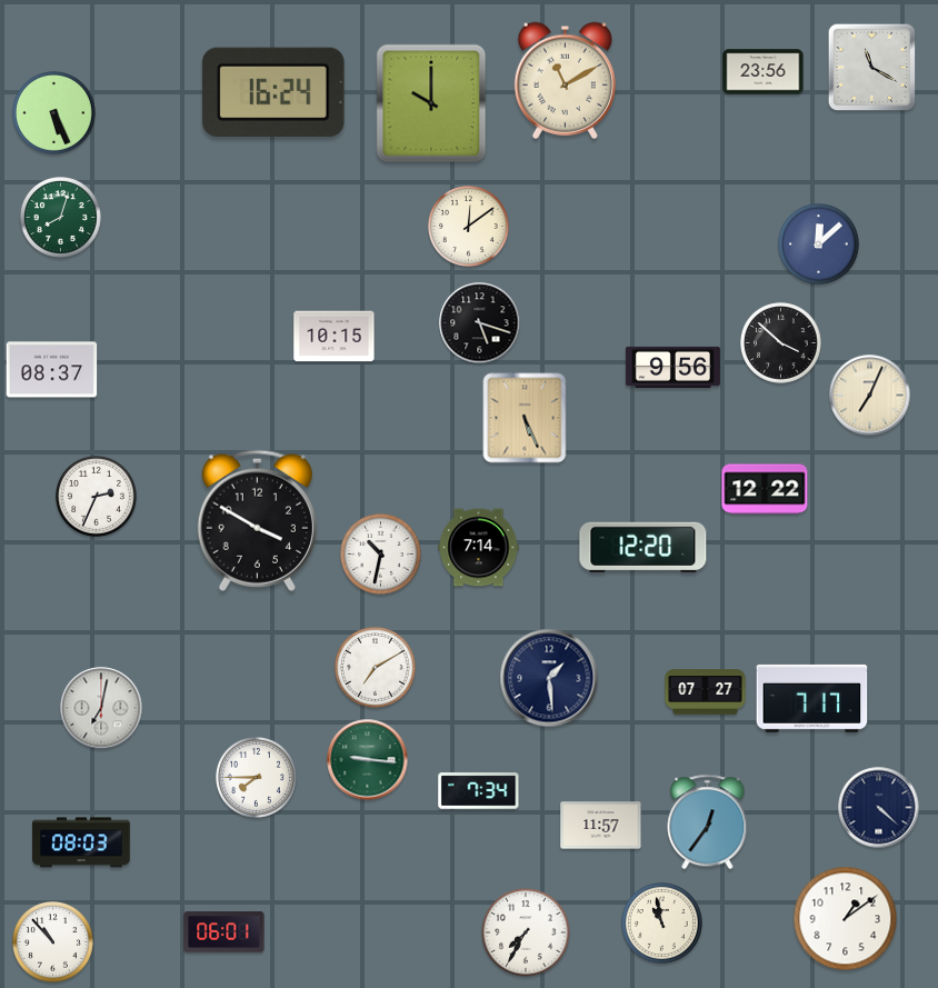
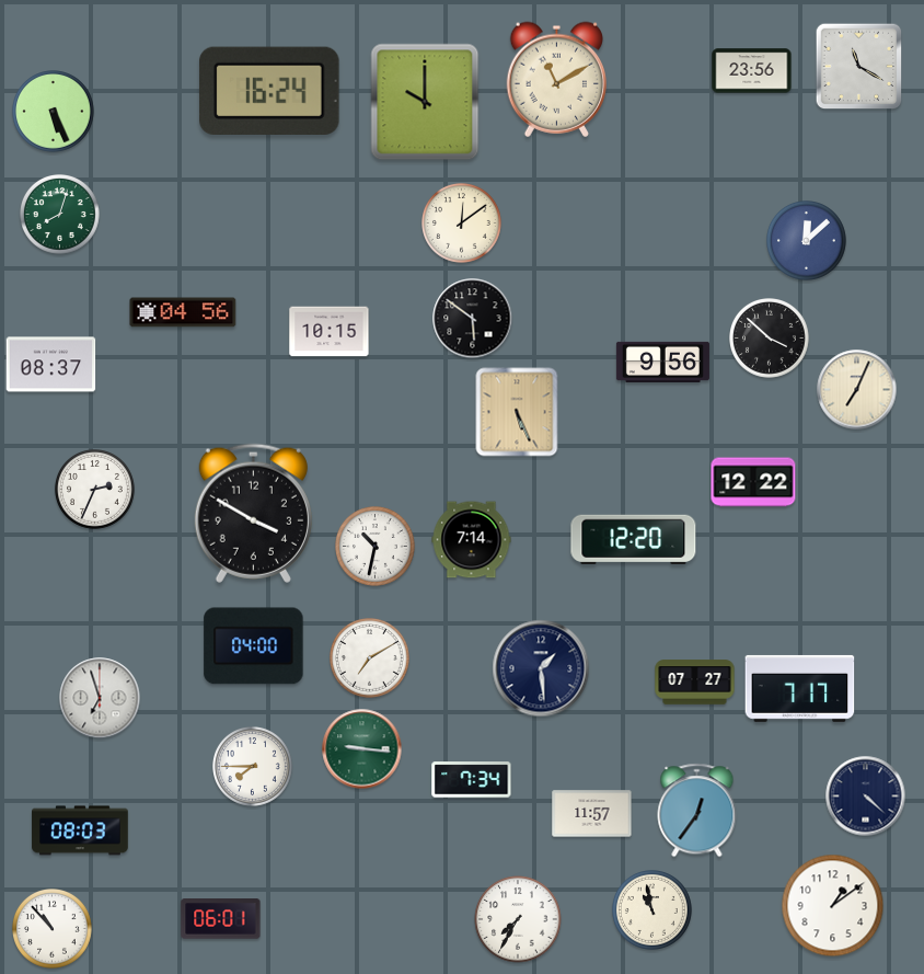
clock at (183, 312): none -> 04:56
clock at (480, 323): 5:18 -> 5:51
clock at (254, 646): none -> 04:00
clock at (101, 708): 7:02 -> 6:57
